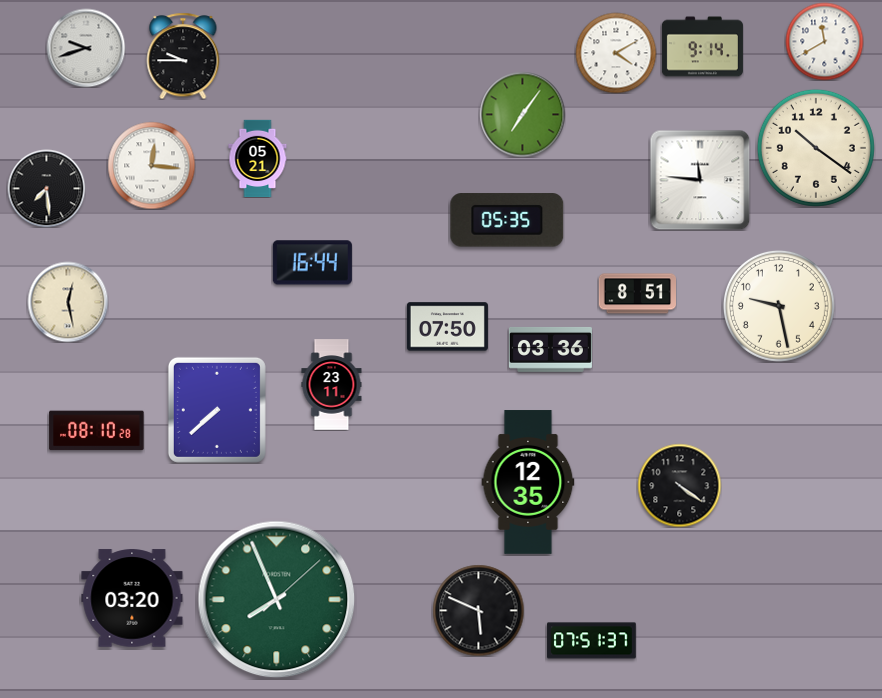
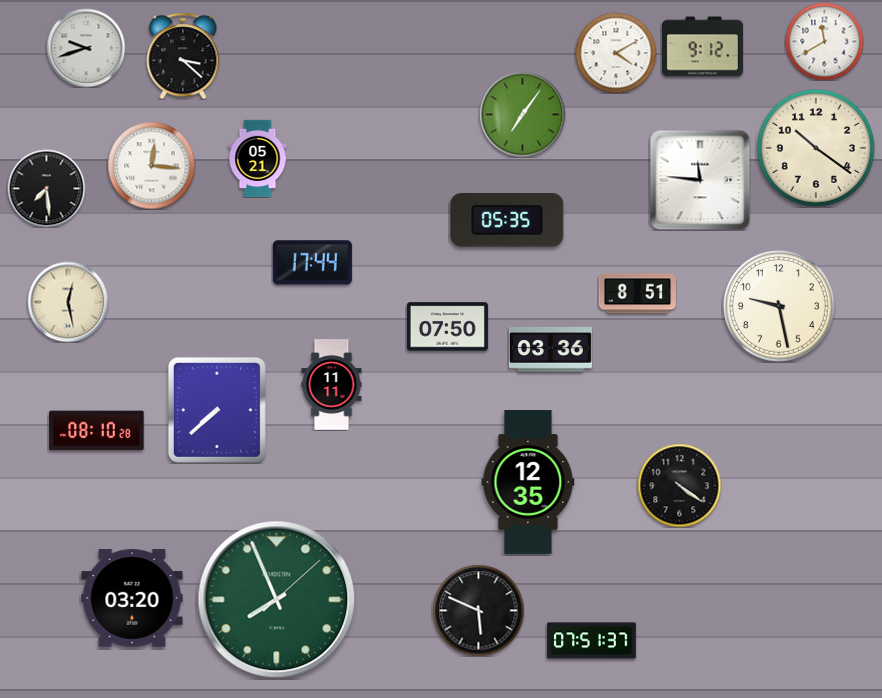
clock at (702, 47): 9:14 -> 9:12
clock at (183, 56): 9:45 -> 3:22
clock at (312, 263): 16:44 -> 17:44
clock at (332, 385): 23:11 -> 11:11
